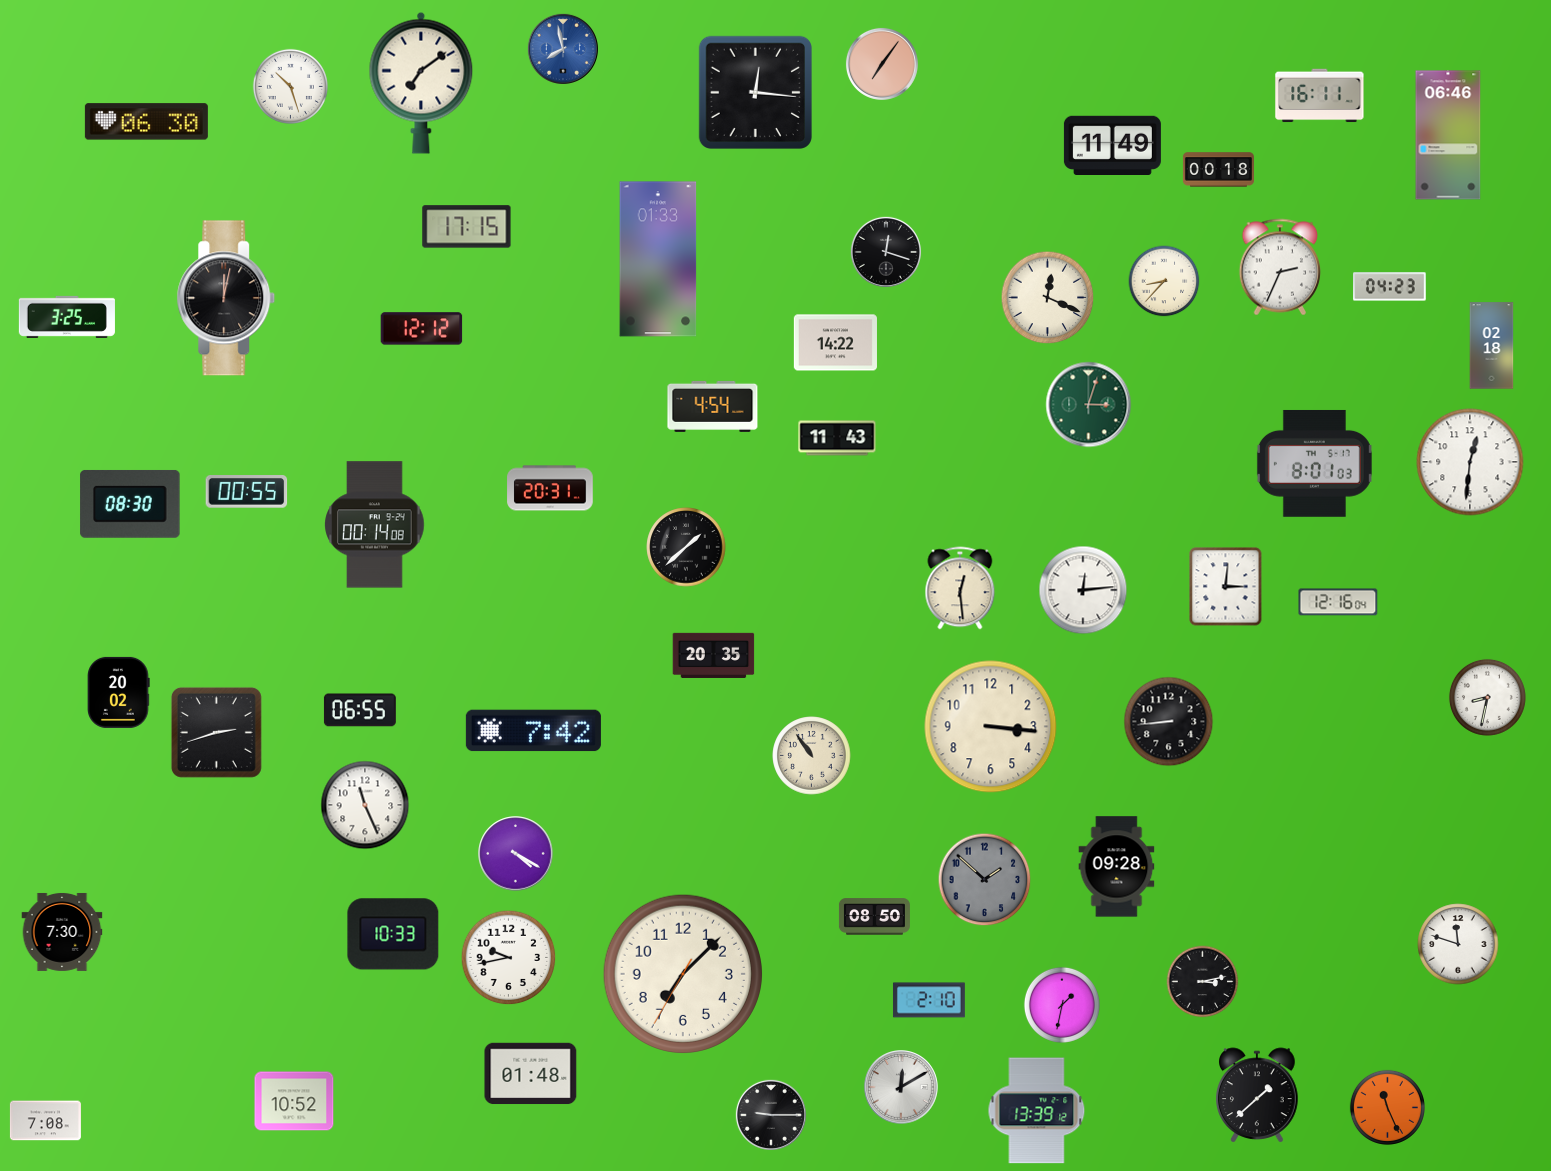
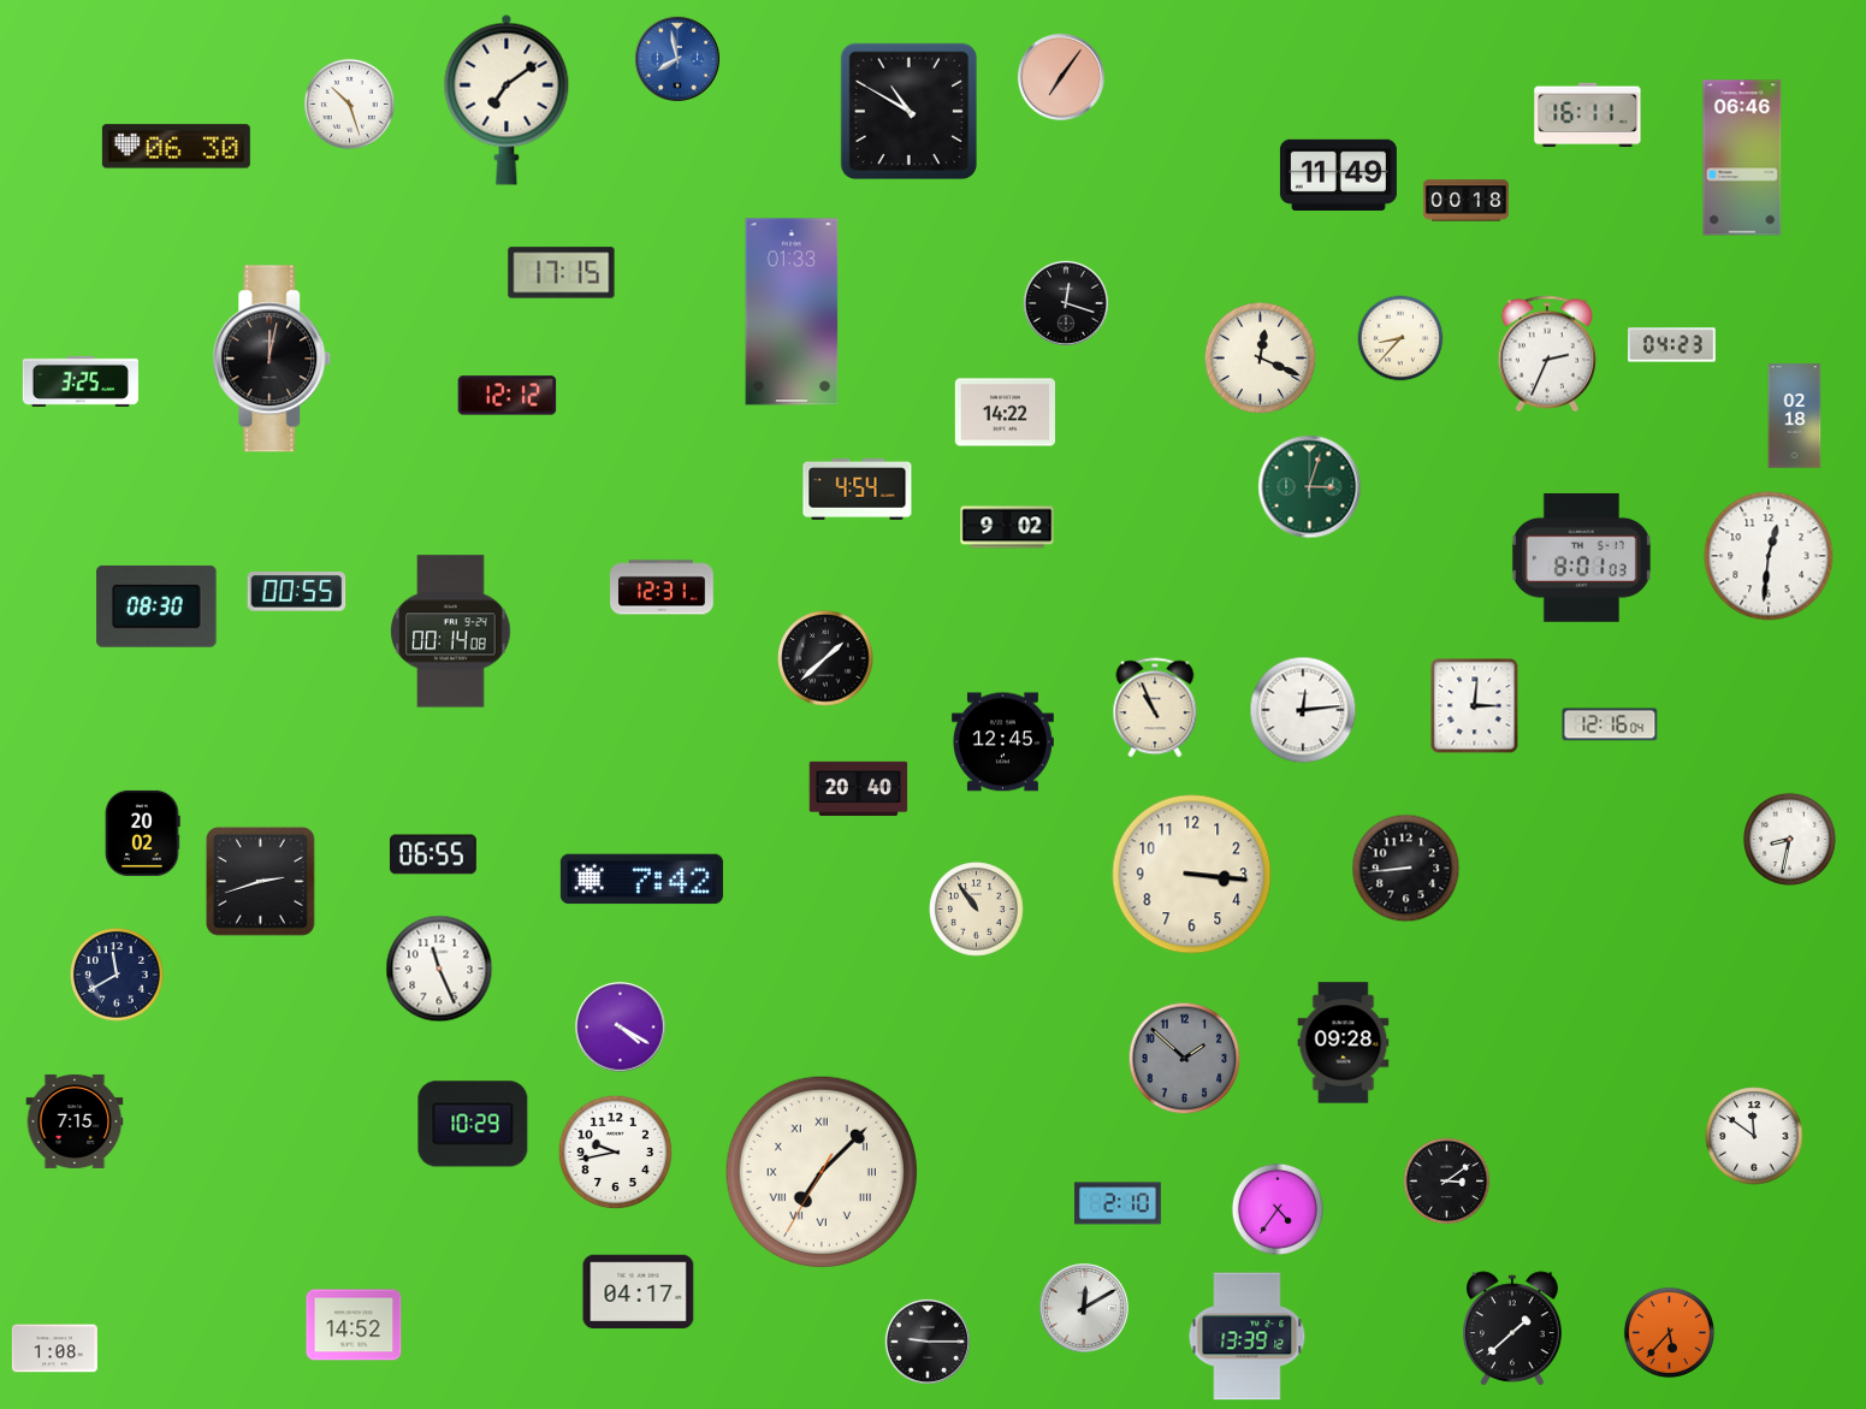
clock at (755, 92): 12:16 -> 10:50
clock at (1448, 135) position: (1448, 135) -> (1742, 158)
clock at (1218, 170) position: (1218, 170) -> (1465, 201)
clock at (1280, 267) position: (1280, 267) -> (1547, 354)
clock at (837, 438): 11:43 -> 9:02
clock at (550, 488): 20:31 -> 12:31
clock at (960, 588): 12:29 -> 10:56
clock at (1002, 742): none -> 12:45
clock at (714, 655): 20:35 -> 20:40
clock at (118, 976): none -> 11:40
clock at (874, 917): 08:50 -> none
clock at (62, 932): 7:30 -> 7:15
clock at (393, 934): 10:33 -> 10:29
clock at (1458, 944): 11:48 -> 11:51
clock at (509, 958) position: (509, 958) -> (616, 1153)
clock at (683, 974) numerals: Arabic -> Roman
clock at (1203, 982): 3:13 -> 3:09
clock at (1062, 1005): 1:32 -> 4:36
clock at (531, 1074): 01:48 -> 04:17
clock at (1257, 1095) position: (1257, 1095) -> (1512, 1328)
clock at (294, 1101): 10:52 -> 14:52
clock at (1387, 1107): 11:26 -> 5:37
clock at (45, 1121): 7:08 -> 1:08
